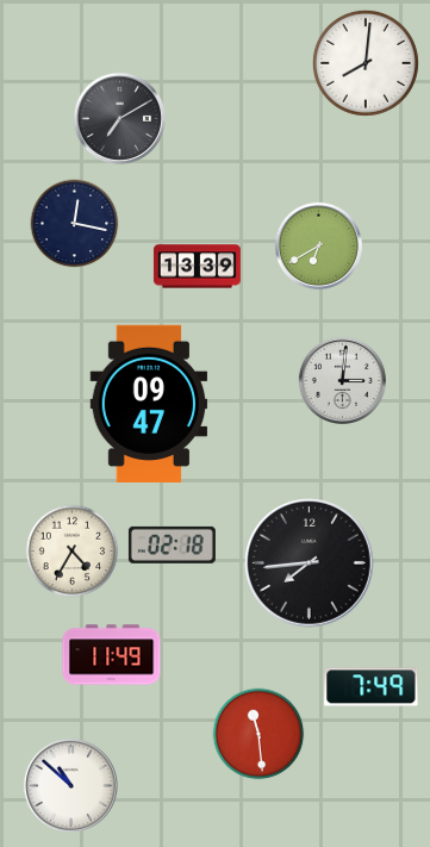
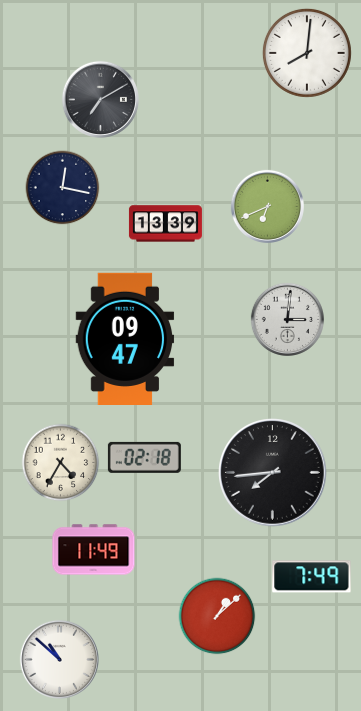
clock at (318, 245): 6:40 -> 6:41
clock at (310, 563) position: (310, 563) -> (273, 473)
clock at (258, 734): 11:29 -> 1:08
